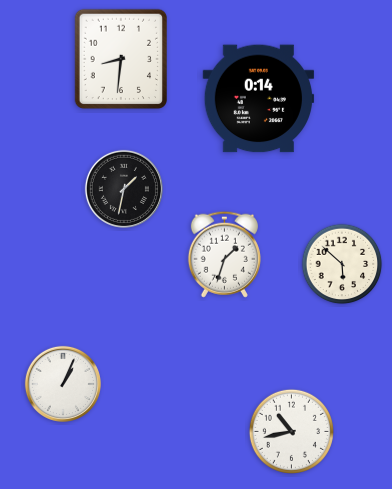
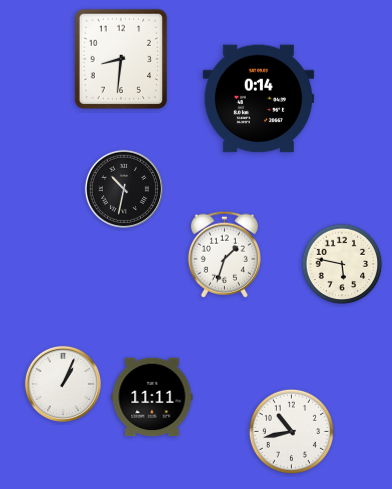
clock at (124, 189): 1:32 -> 10:32
clock at (342, 264): 5:52 -> 5:47
clock at (152, 397): none -> 11:11
